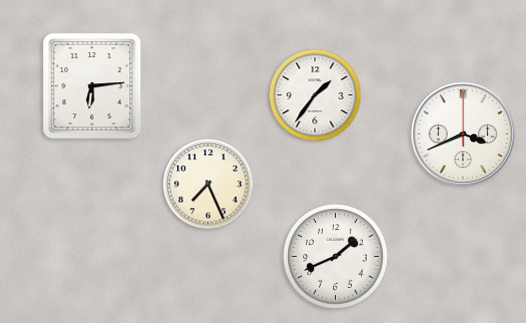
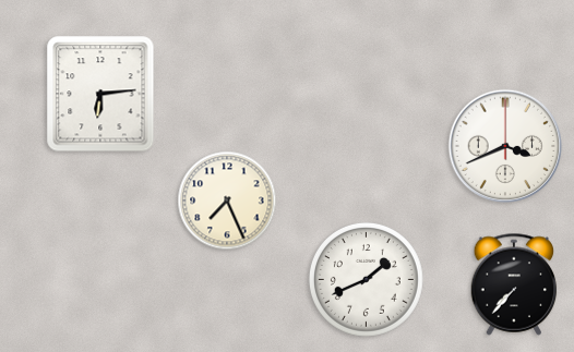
clock at (315, 95): 1:36 -> none
clock at (514, 284): none -> 7:37
